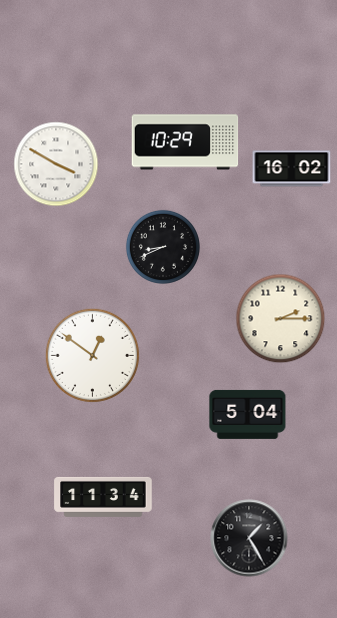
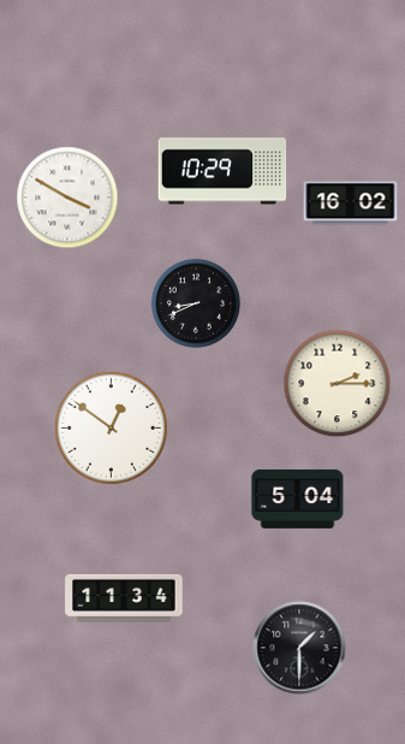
clock at (163, 247) position: (163, 247) -> (196, 303)
clock at (249, 538): 1:25 -> 1:30
